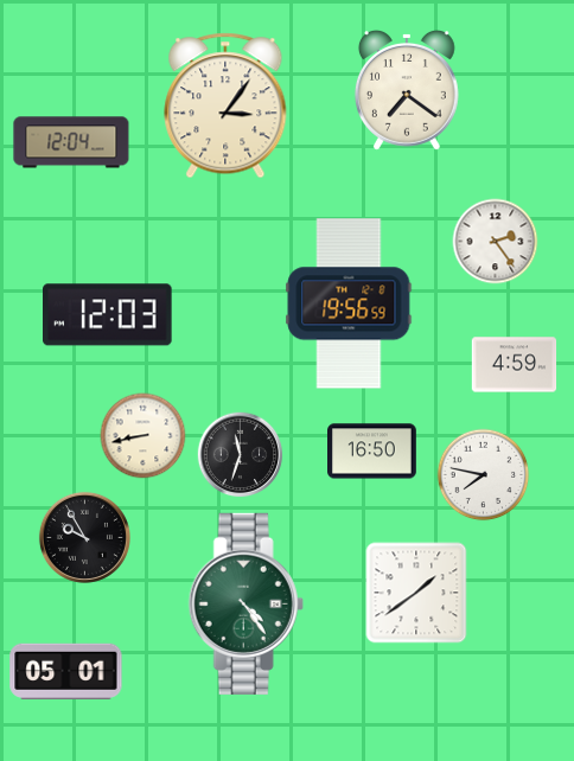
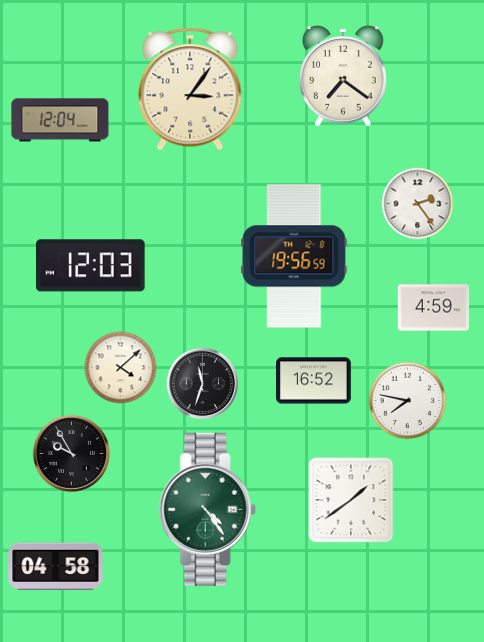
clock at (143, 436): 8:43 -> 4:08
clock at (372, 452): 16:50 -> 16:52
clock at (66, 671): 05:01 -> 04:58
